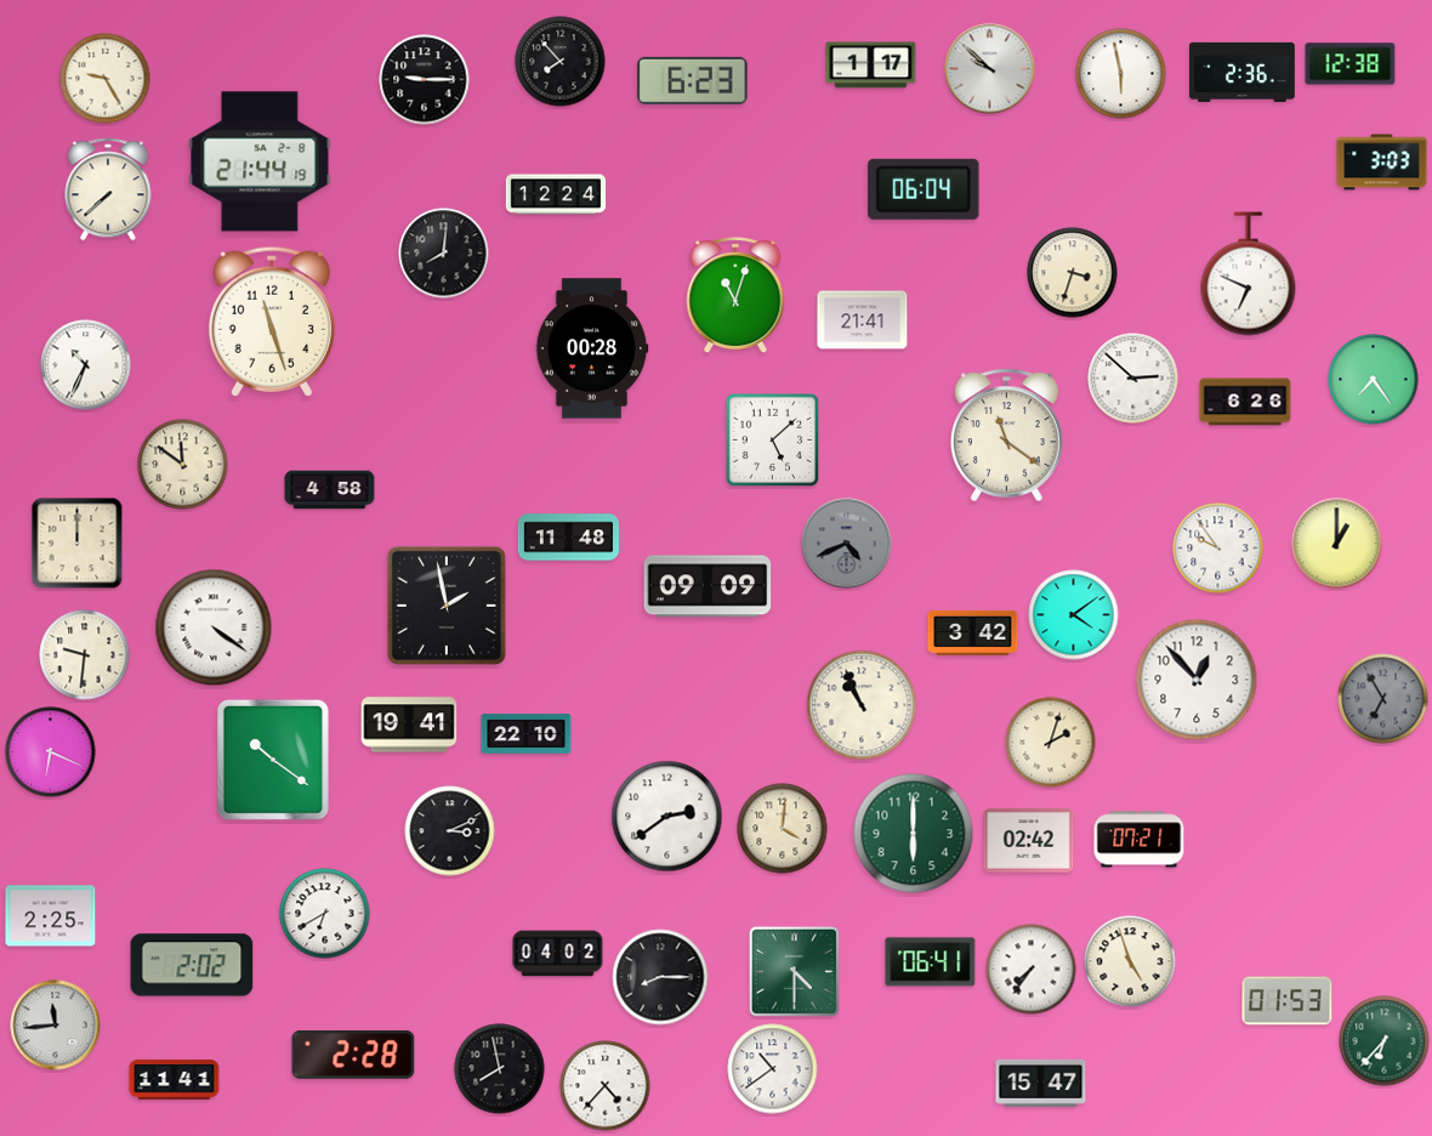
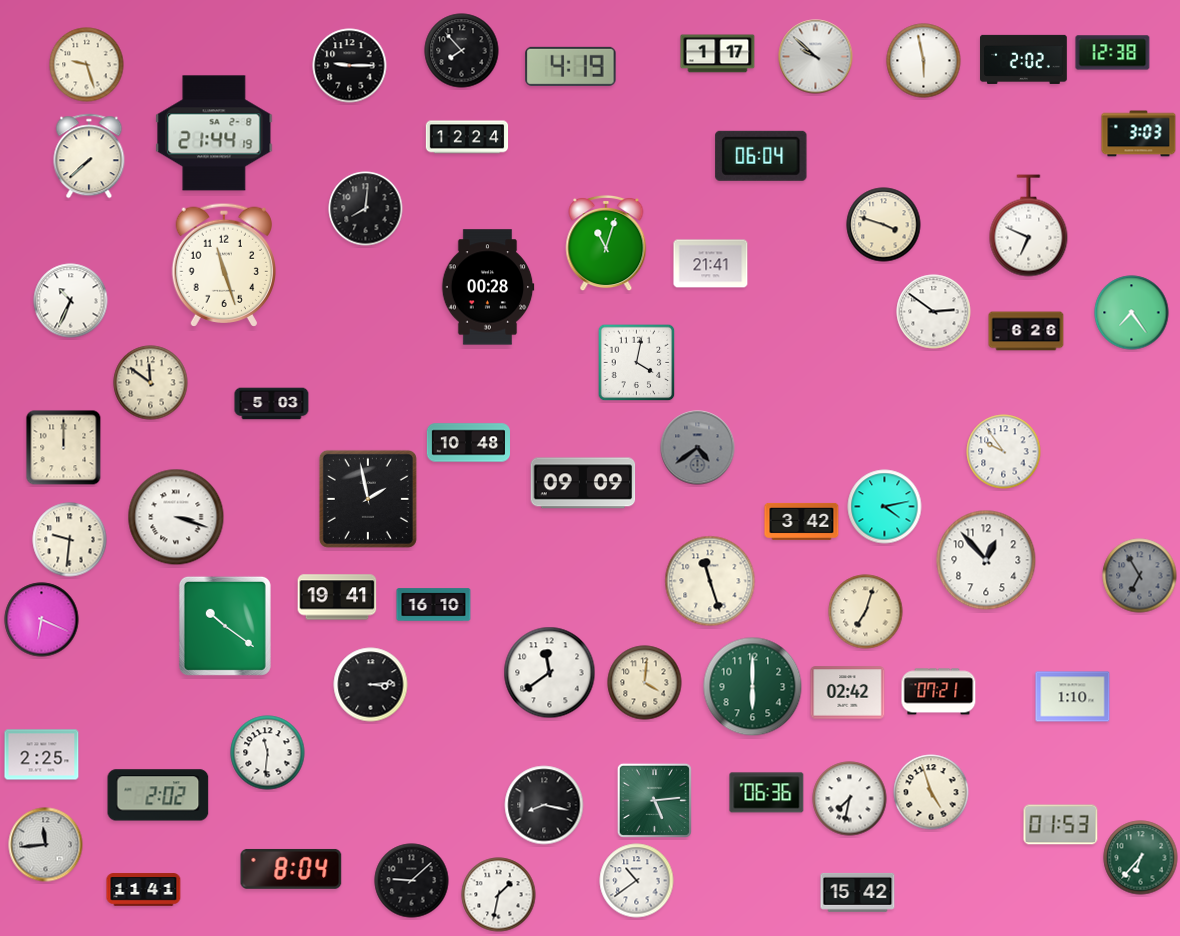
clock at (1243, 72): 2:36 -> 2:02
clock at (106, 79): 9:25 -> 9:27
clock at (693, 80): 6:23 -> 4:19
clock at (556, 194) position: (556, 194) -> (467, 137)
clock at (1073, 273): 3:33 -> 3:48
clock at (1133, 379): 2:52 -> 2:51
clock at (1006, 436): 11:21 -> none
clock at (773, 441): 5:08 -> 4:02
clock at (330, 490): 4:58 -> 5:03
clock at (568, 538): 11:48 -> 10:48
clock at (847, 544): 4:41 -> 4:39
clock at (1337, 544): 1:00 -> none
clock at (1074, 615): 4:09 -> 4:13
clock at (214, 627): 4:21 -> 3:18
clock at (862, 705): 10:56 -> 11:27
clock at (527, 734): 22:10 -> 16:10
clock at (1051, 743): 2:03 -> 7:03
clock at (667, 817): 2:39 -> 11:39
clock at (450, 831): 3:11 -> 3:14
clock at (1073, 697): none -> 1:10
clock at (325, 914): 6:40 -> 11:31
clock at (558, 954): 04:02 -> none
clock at (931, 962): 06:41 -> 06:36
clock at (1032, 970): 7:36 -> 7:32
clock at (794, 971): 4:30 -> 5:14
clock at (660, 977): 8:15 -> 8:17
clock at (353, 1055): 2:28 -> 8:04
clock at (500, 1069): 7:58 -> 9:08
clock at (1041, 1083): 15:47 -> 15:42
clock at (606, 1086): 4:37 -> 1:32
